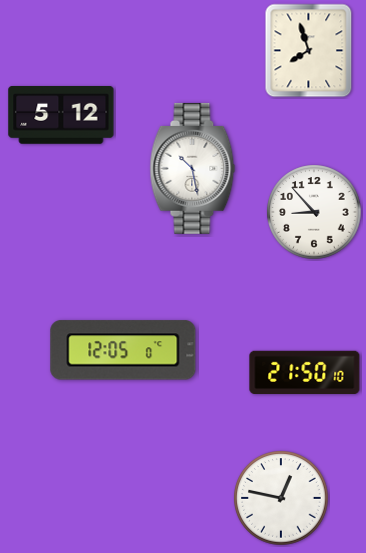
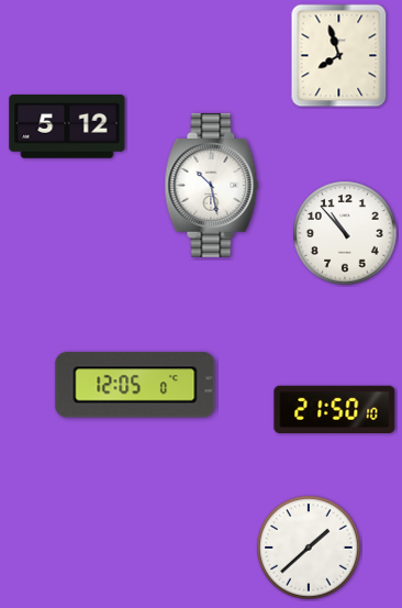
clock at (314, 212): 8:53 -> 10:53
clock at (281, 498): 12:47 -> 1:38
